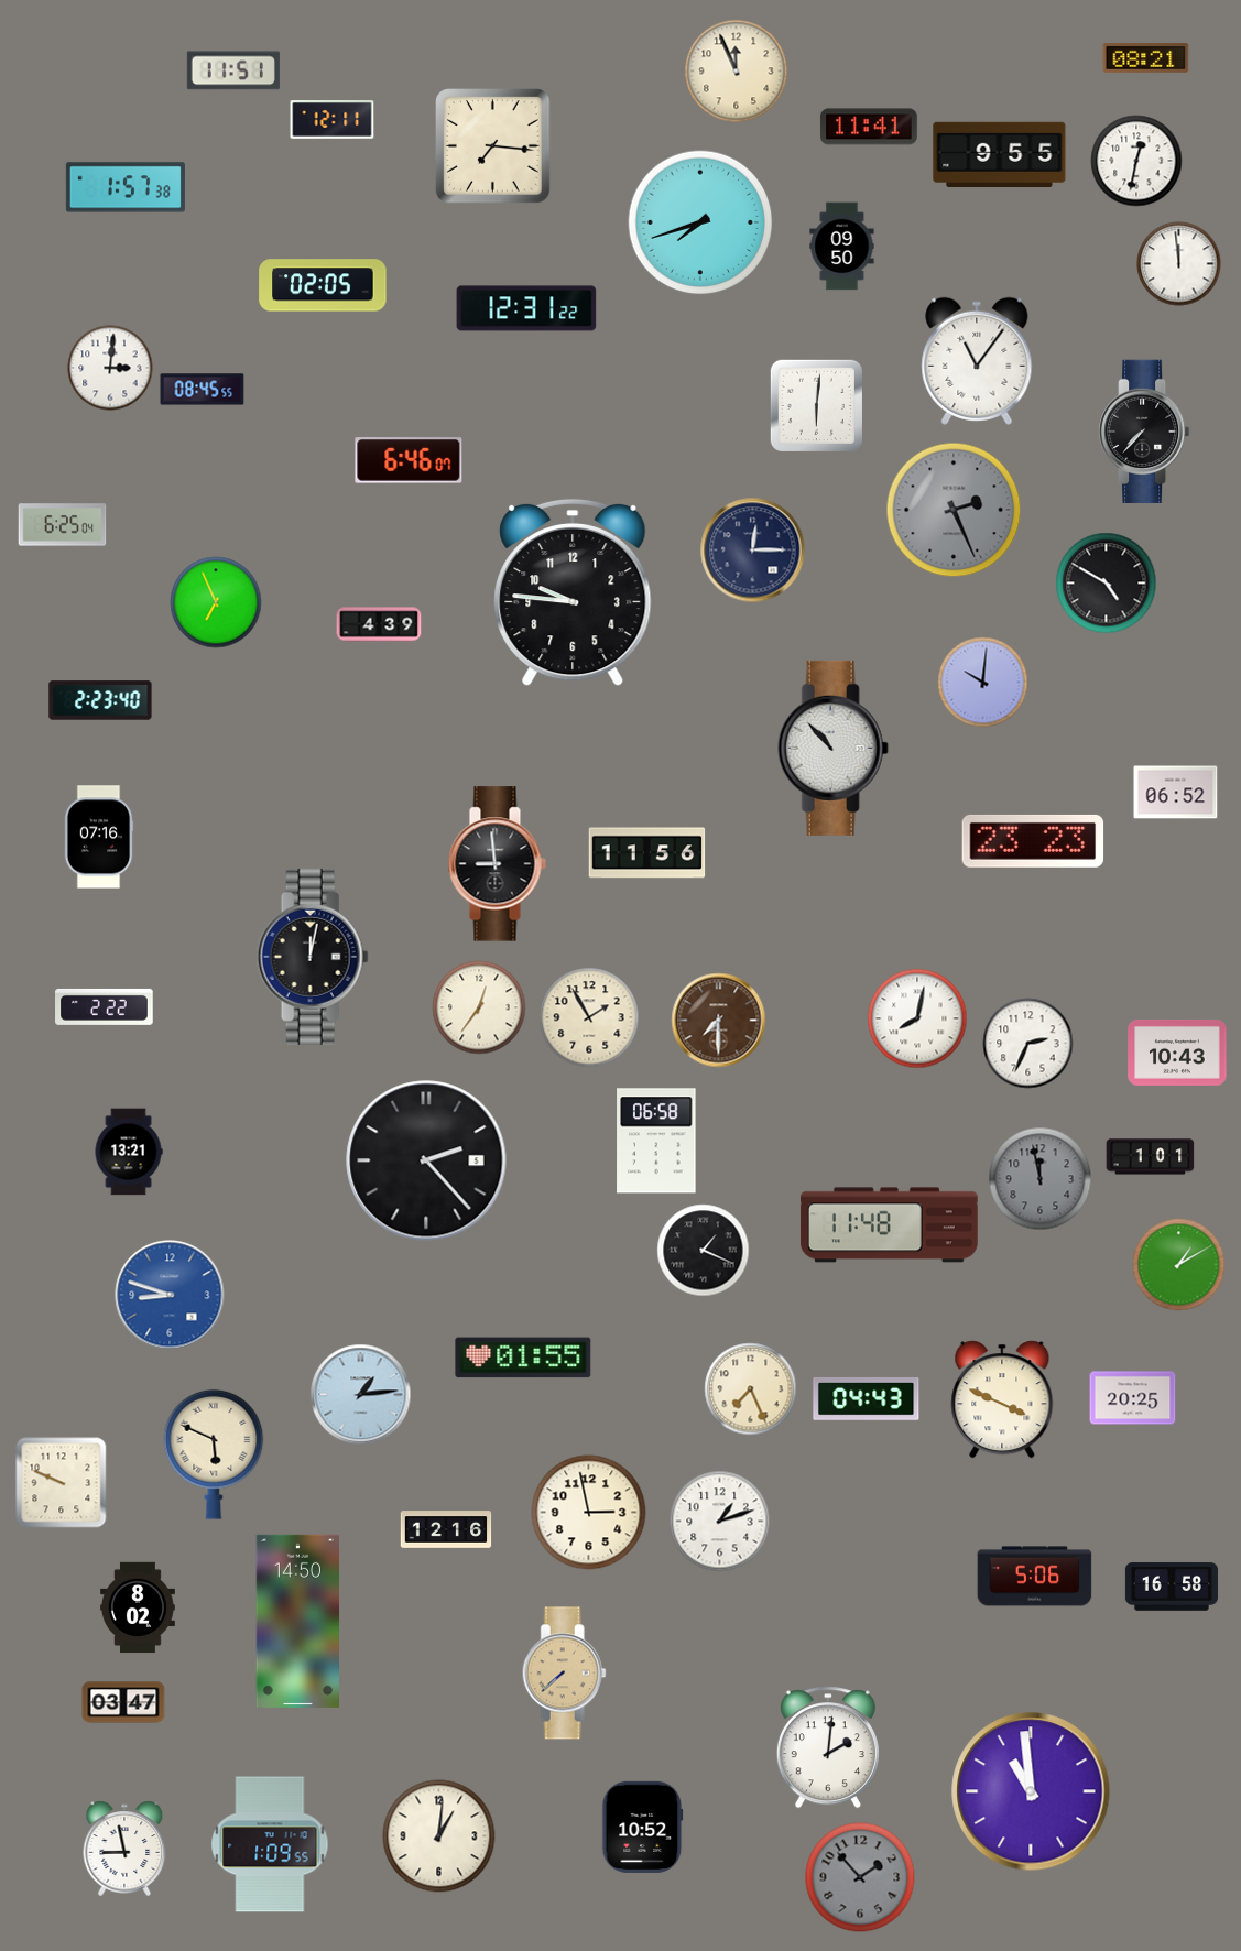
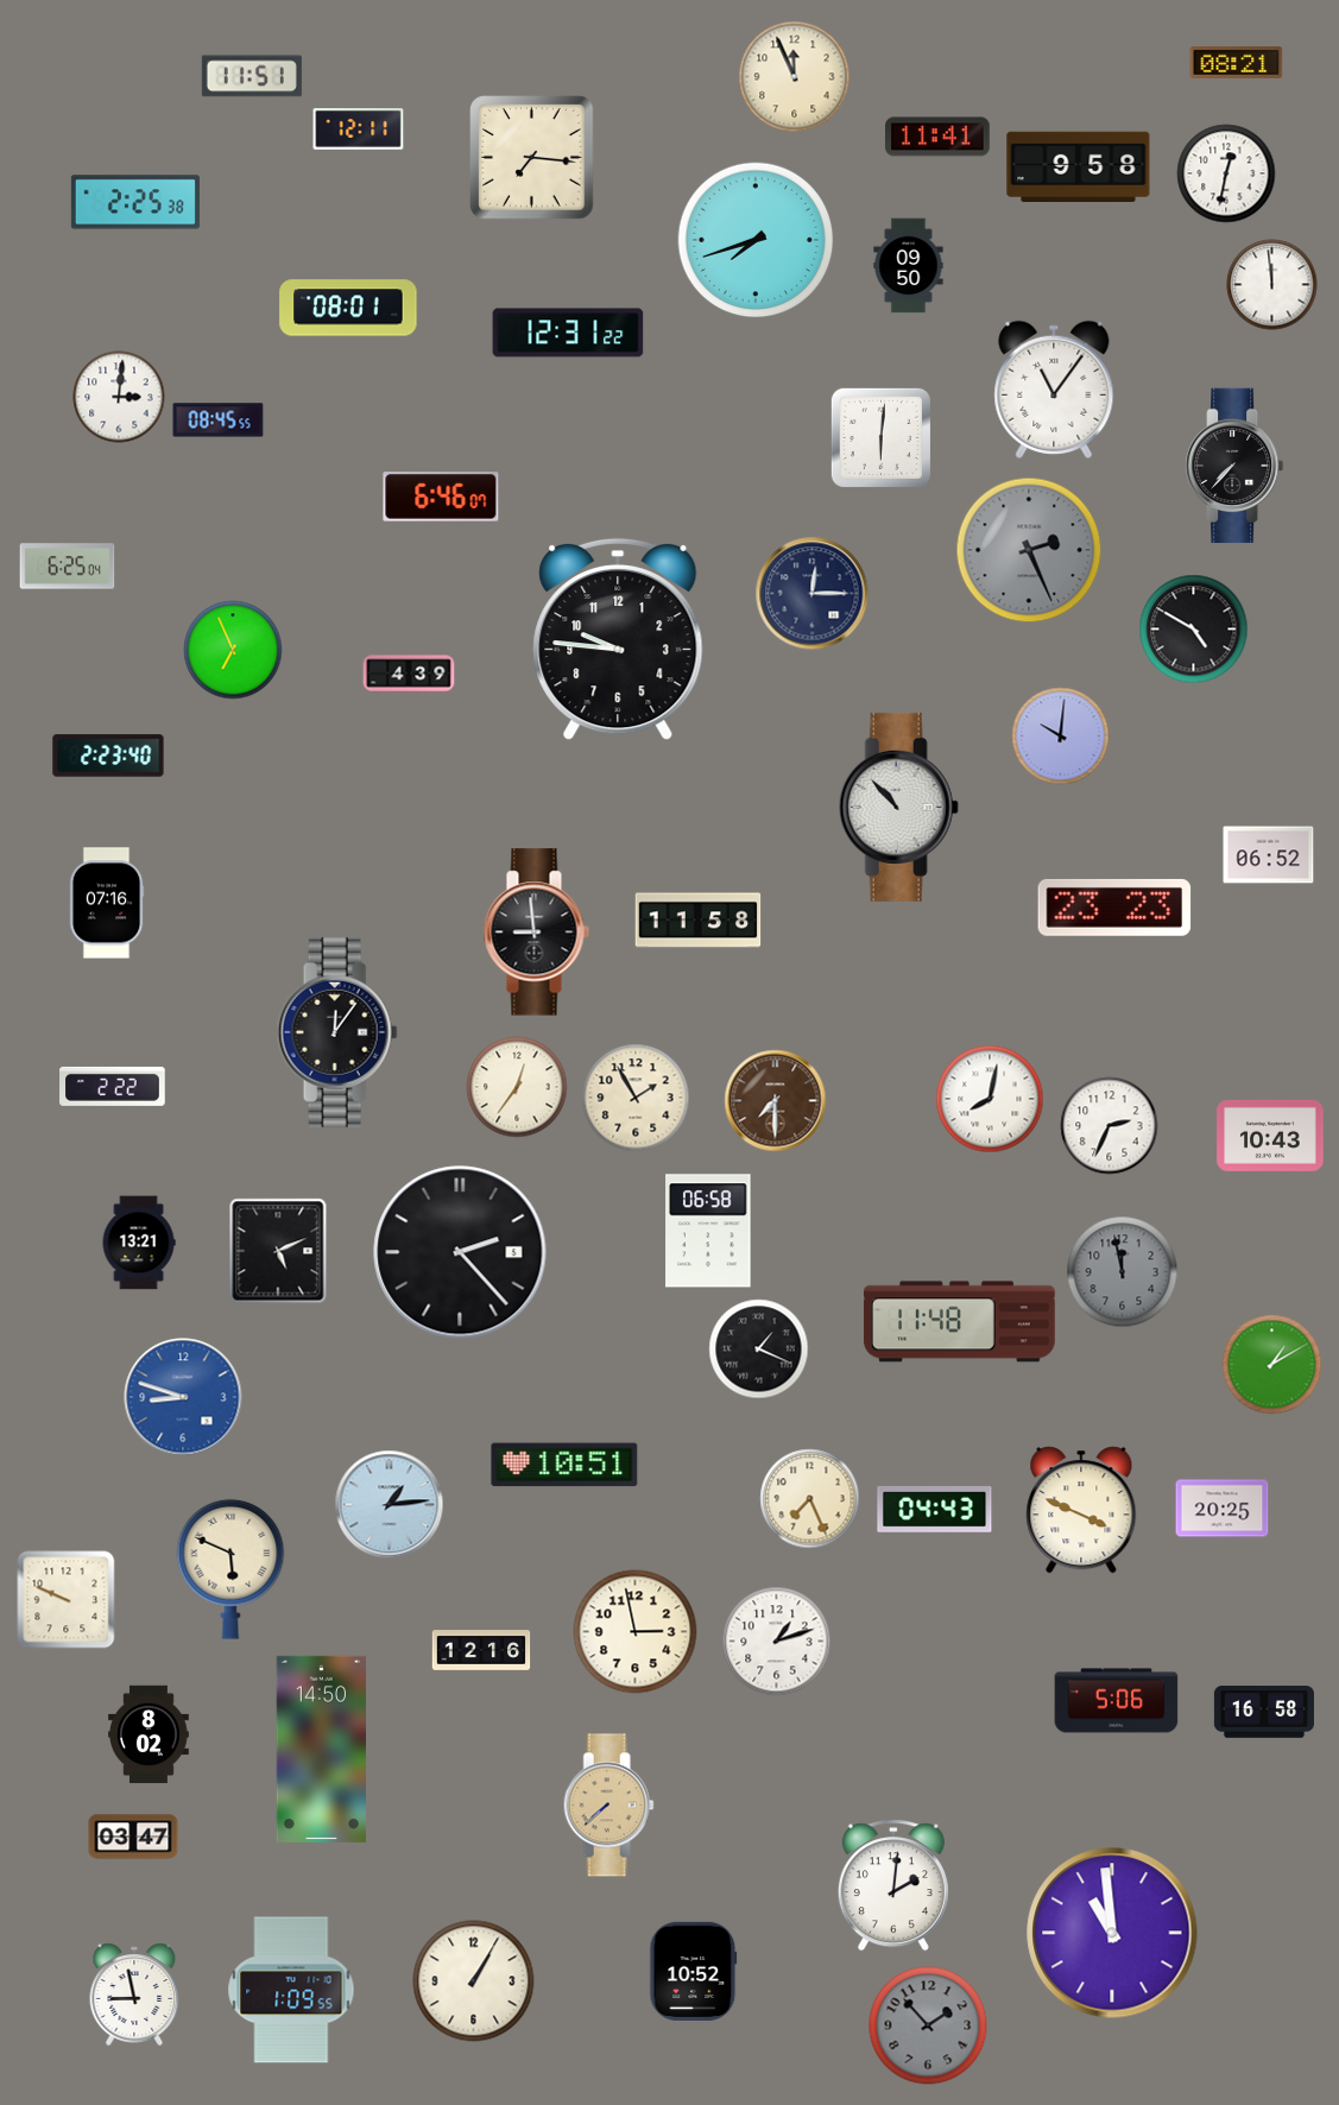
clock at (1000, 154): 9:55 -> 9:58
clock at (126, 187): 1:57 -> 2:25
clock at (323, 285): 02:05 -> 08:01
clock at (647, 853): 11:56 -> 11:58
clock at (313, 957): 12:02 -> 12:06
clock at (1151, 1157): 1:01 -> none
clock at (278, 1251): none -> 5:11
clock at (523, 1358): 01:55 -> 10:51
clock at (439, 1836): 1:01 -> 1:05
